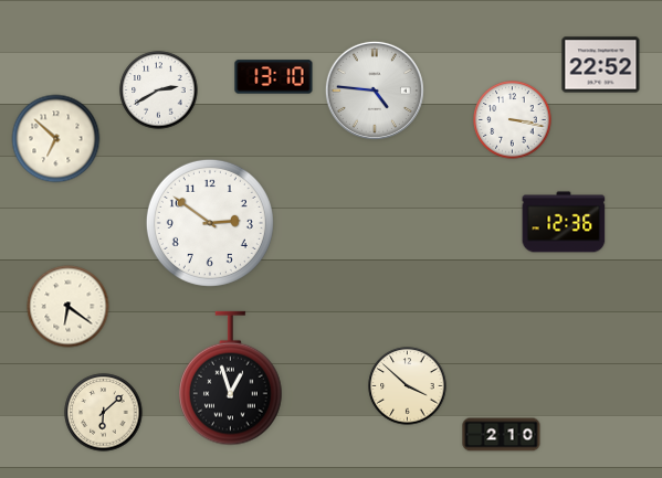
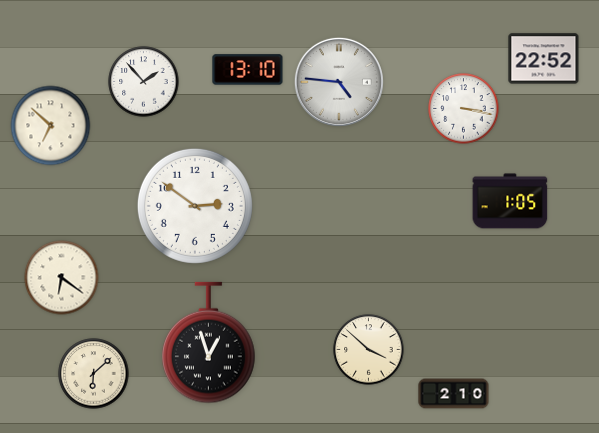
clock at (159, 91): 2:40 -> 1:53
clock at (564, 222): 12:36 -> 1:05
clock at (210, 223) position: (210, 223) -> (195, 206)
